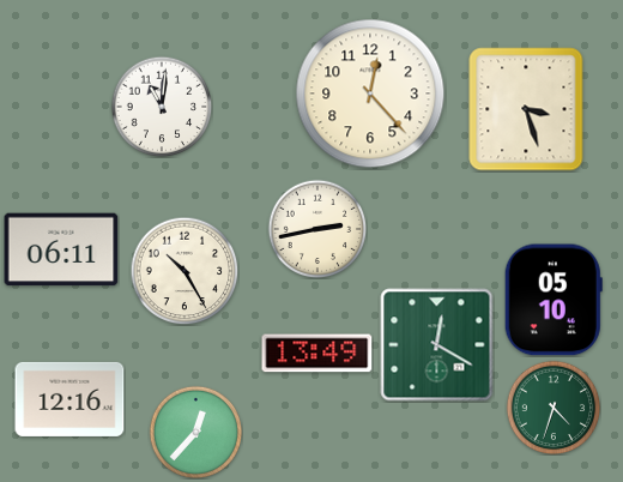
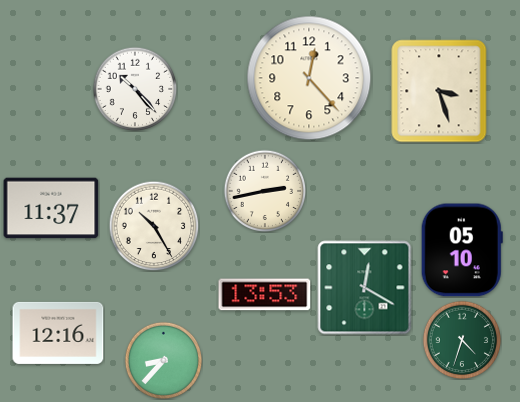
clock at (162, 107): 11:01 -> 10:23
clock at (61, 249): 06:11 -> 11:37
clock at (317, 354): 13:49 -> 13:53
clock at (195, 432): 12:37 -> 8:37
